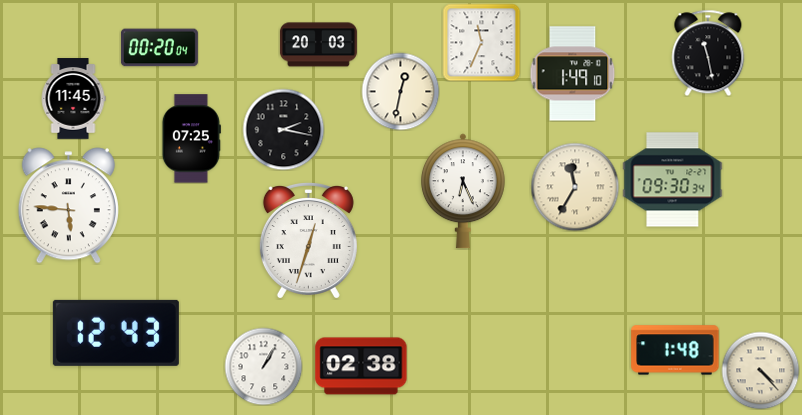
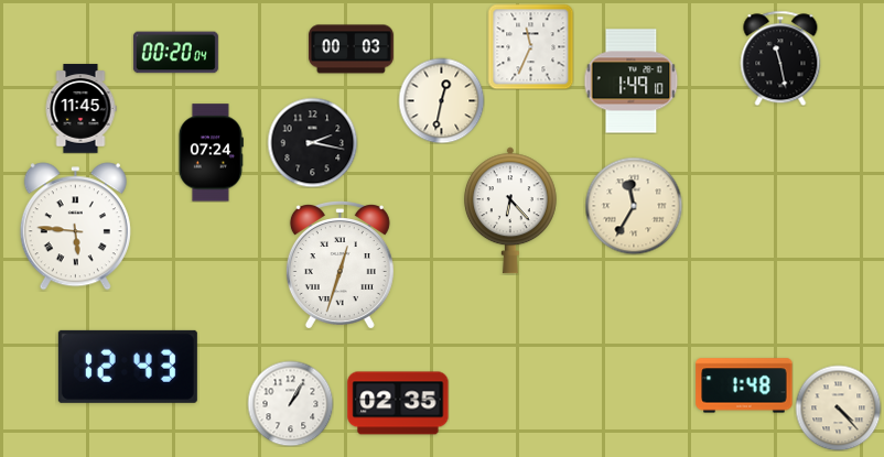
clock at (318, 45): 20:03 -> 00:03
clock at (191, 139): 07:25 -> 07:24
clock at (673, 180): 09:30 -> none
clock at (463, 191): 6:26 -> 6:23
clock at (361, 366): 02:38 -> 02:35
